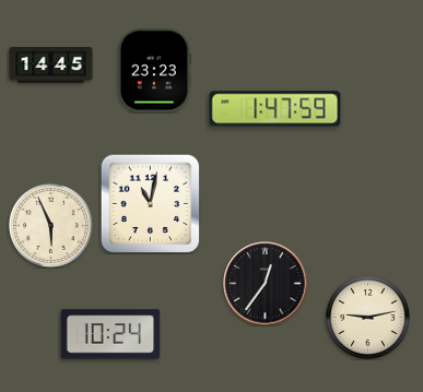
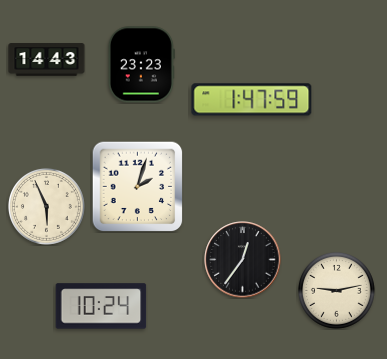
clock at (51, 66): 14:45 -> 14:43
clock at (150, 203): 11:02 -> 2:03
